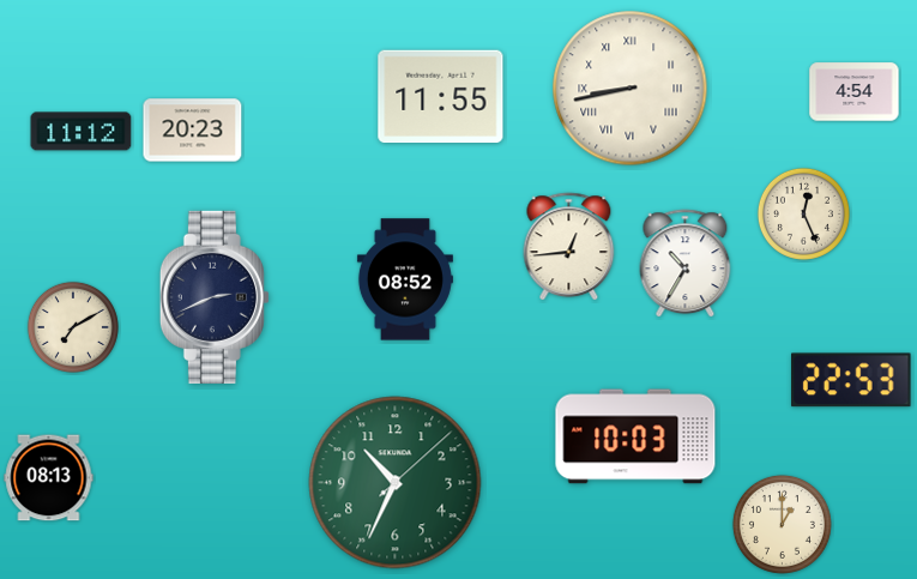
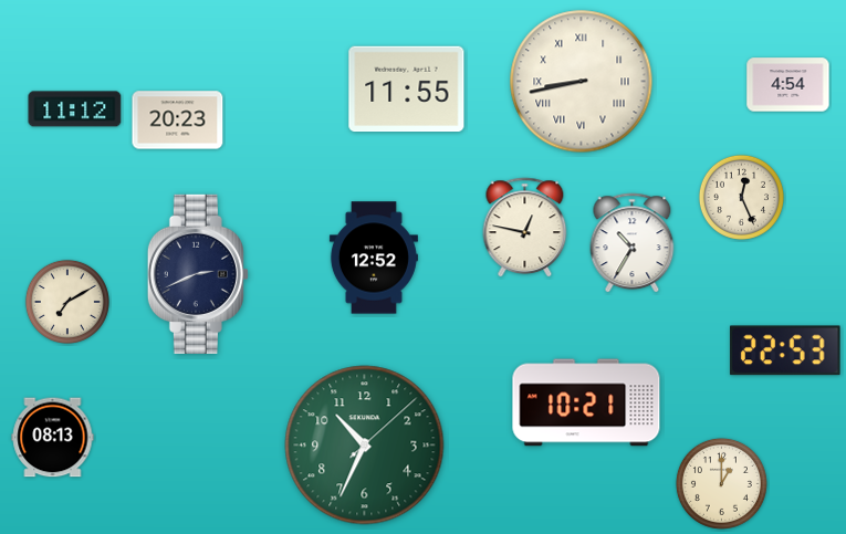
clock at (82, 132) position: (82, 132) -> (75, 109)
clock at (569, 247): 12:44 -> 12:47
clock at (405, 279): 08:52 -> 12:52
clock at (635, 436): 10:03 -> 10:21
clock at (49, 478) position: (49, 478) -> (53, 438)
